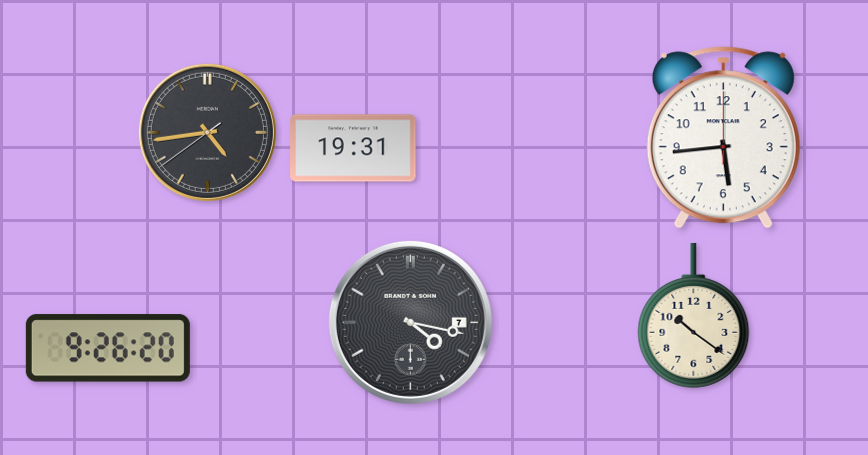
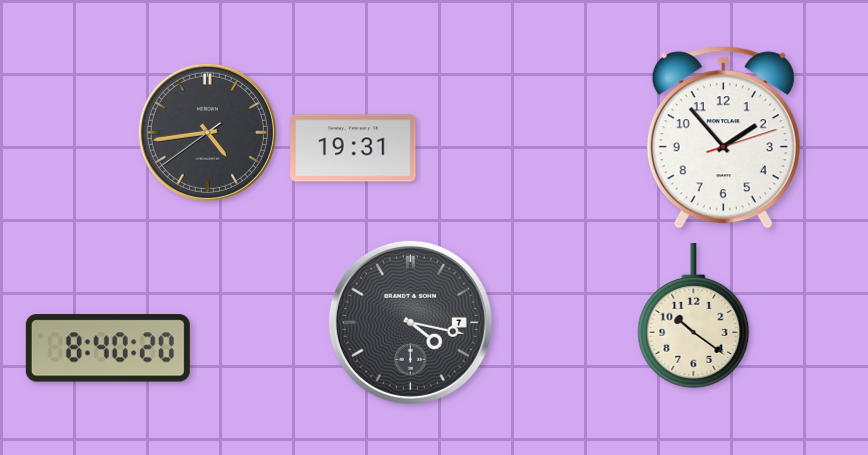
clock at (723, 138): 5:44 -> 1:53
clock at (108, 348): 9:26 -> 8:40
